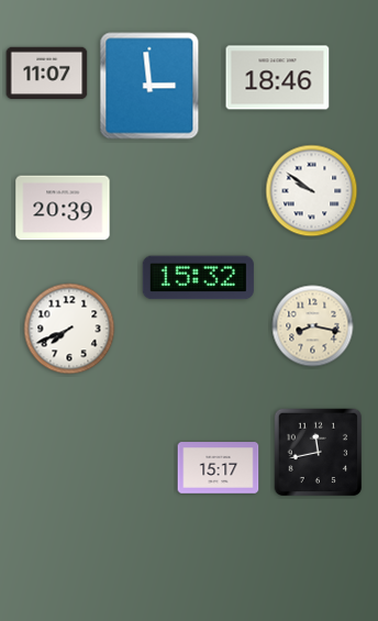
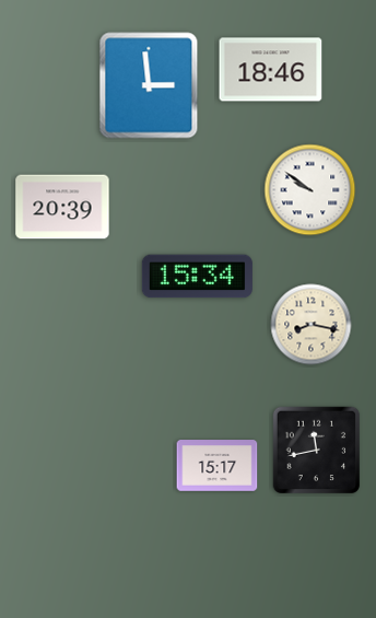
clock at (47, 74): 11:07 -> none
clock at (278, 78) position: (278, 78) -> (271, 70)
clock at (198, 278): 15:32 -> 15:34
clock at (69, 329): 7:41 -> none
